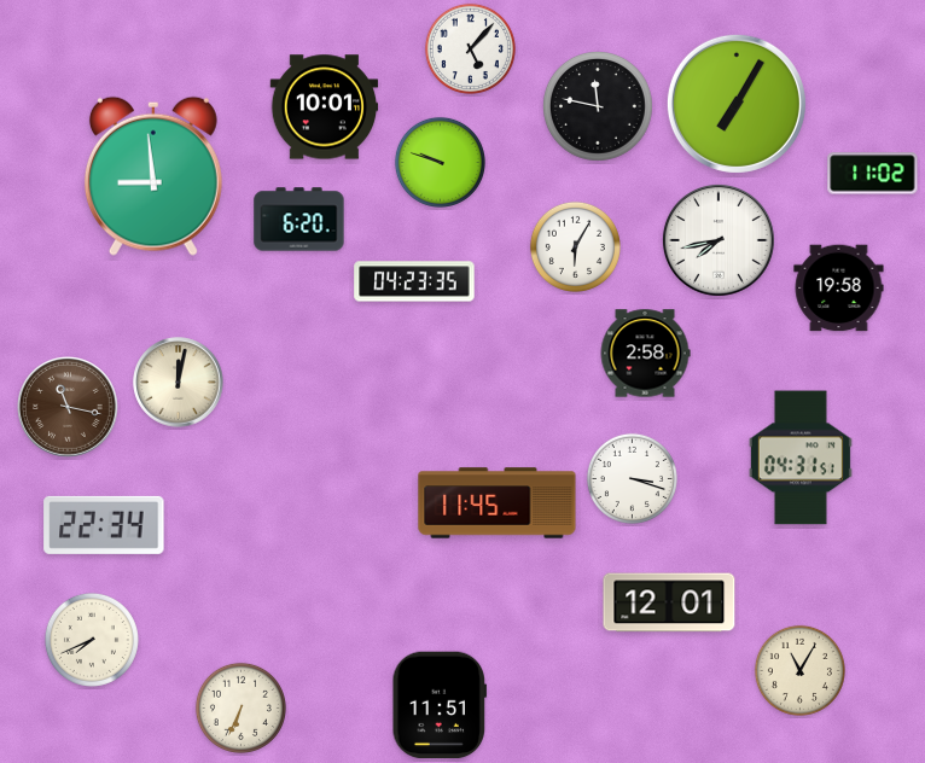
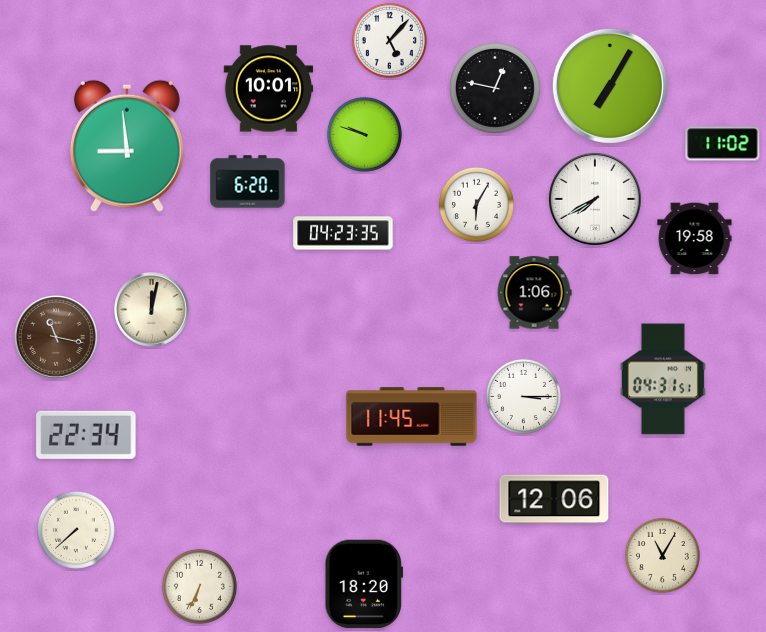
clock at (599, 107): 11:47 -> 12:47
clock at (719, 240): 7:43 -> 7:40
clock at (645, 354): 2:58 -> 1:06
clock at (179, 383) position: (179, 383) -> (152, 310)
clock at (632, 478): 3:18 -> 3:15
clock at (669, 602): 12:01 -> 12:06
clock at (92, 640): 7:41 -> 7:38
clock at (438, 705): 11:51 -> 18:20
